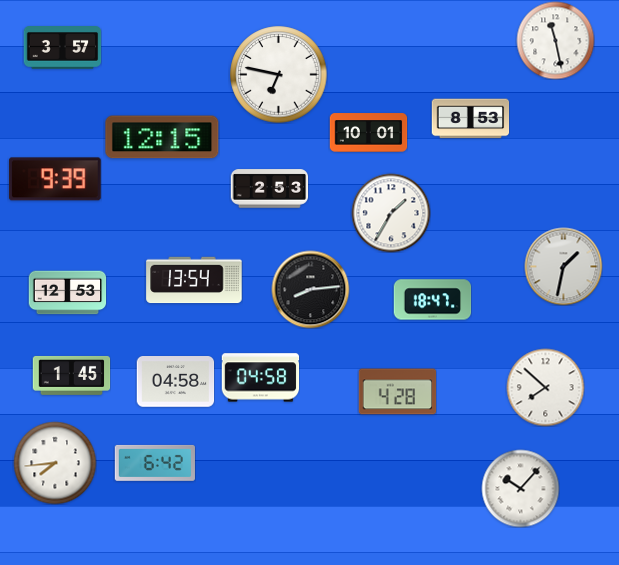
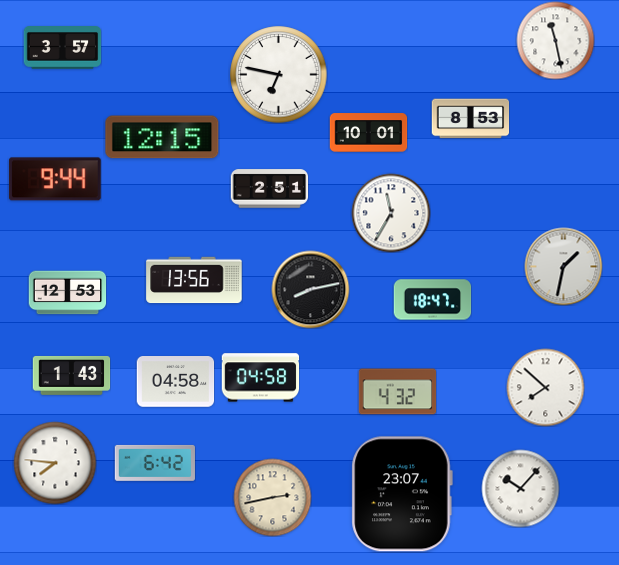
clock at (55, 179): 9:39 -> 9:44
clock at (269, 189): 2:53 -> 2:51
clock at (391, 213): 1:35 -> 11:35
clock at (194, 280): 13:54 -> 13:56
clock at (310, 289): 8:14 -> 8:13
clock at (71, 375): 1:45 -> 1:43
clock at (397, 392): 4:28 -> 4:32
clock at (55, 463): 7:44 -> 7:46
clock at (402, 494): none -> 23:07
clock at (272, 497): none -> 2:43
